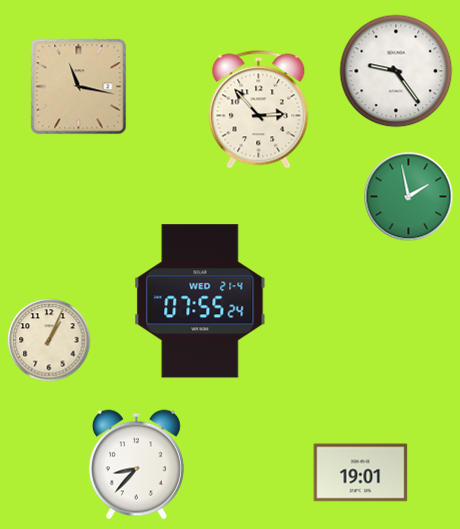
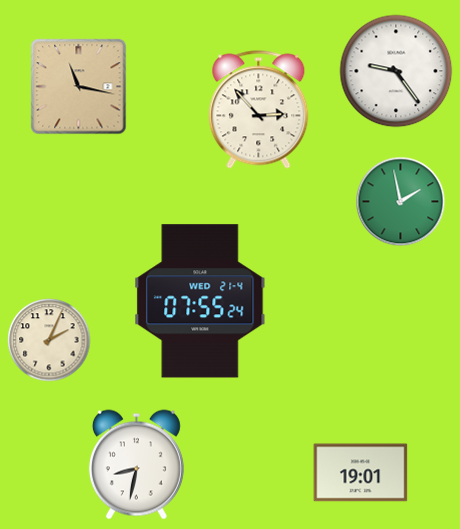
clock at (409, 197) position: (409, 197) -> (401, 202)
clock at (49, 340): 1:04 -> 2:04
clock at (136, 465): 8:37 -> 8:32
